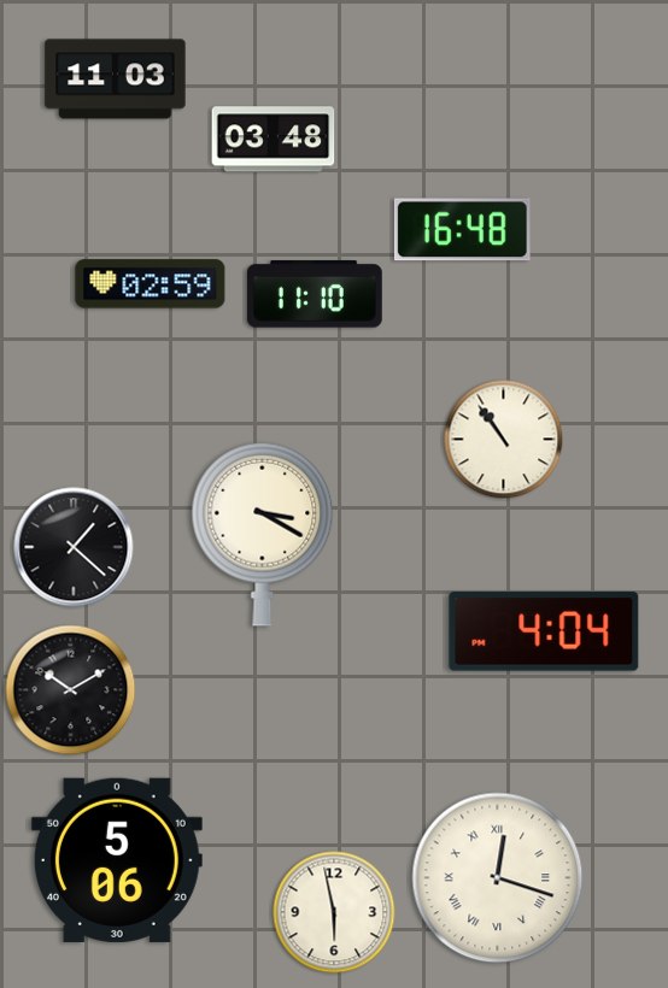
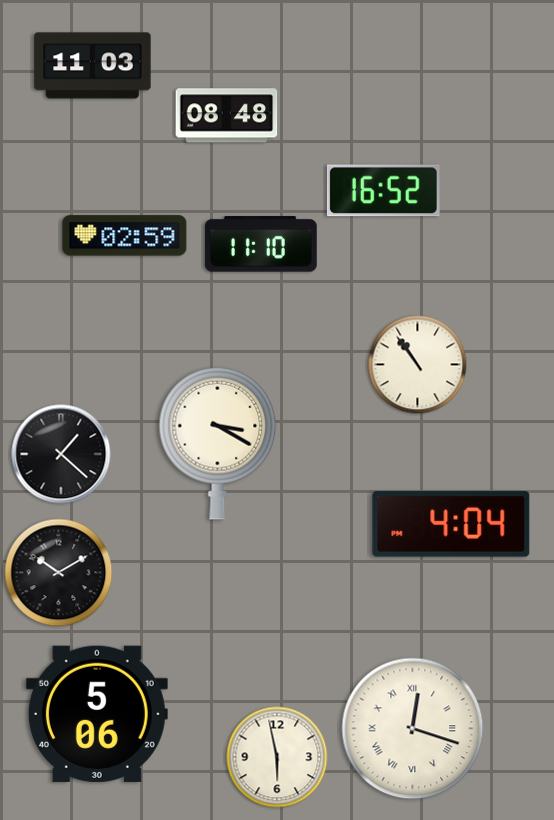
clock at (116, 80) position: (116, 80) -> (93, 66)
clock at (274, 140): 03:48 -> 08:48
clock at (462, 230): 16:48 -> 16:52
